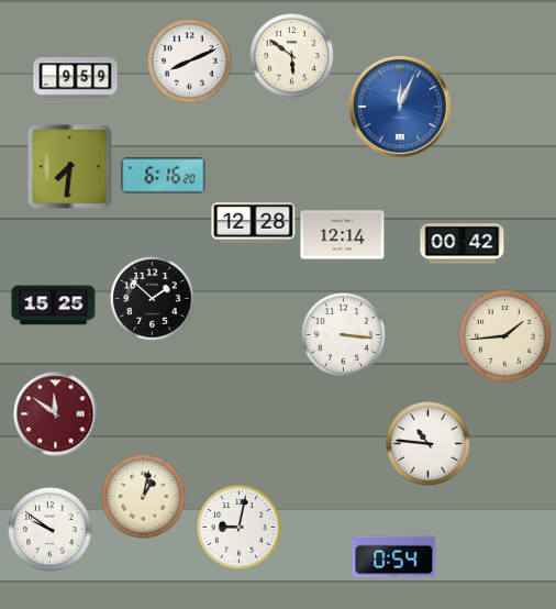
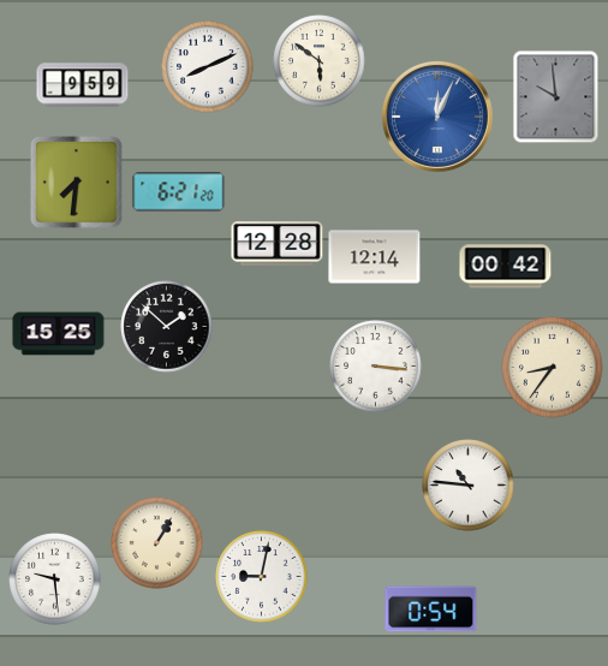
clock at (556, 96): none -> 9:59
clock at (164, 176): 6:16 -> 6:21
clock at (505, 336): 1:44 -> 8:36
clock at (56, 414): 11:51 -> none
clock at (144, 497): 1:02 -> 1:05
clock at (51, 530): 9:51 -> 9:29
